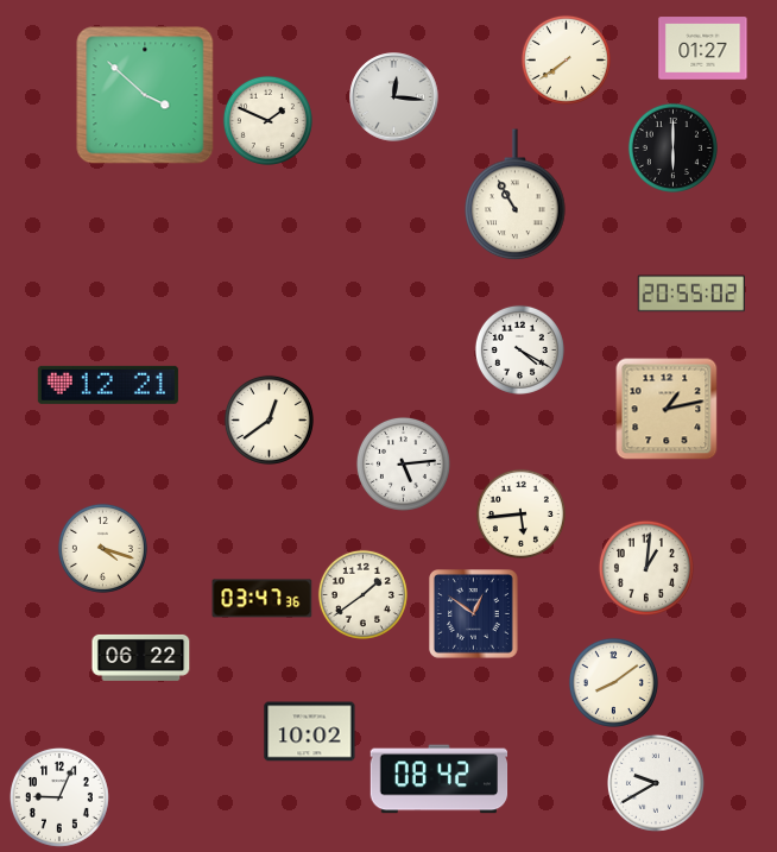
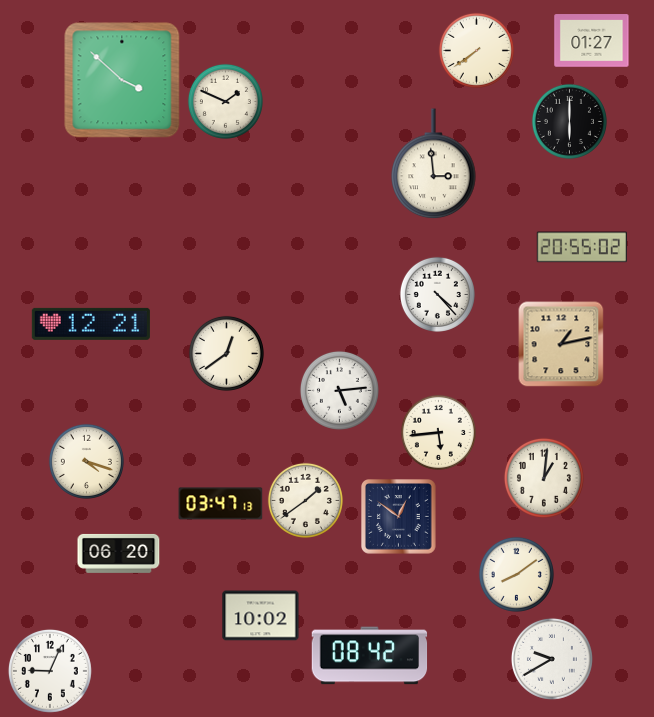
clock at (394, 97): 12:16 -> none
clock at (672, 147) position: (672, 147) -> (569, 121)
clock at (516, 195): 10:55 -> 2:59
clock at (519, 349): 4:20 -> 4:23
clock at (263, 599): 03:47:36 -> 03:47:13
clock at (141, 657): 06:22 -> 06:20
